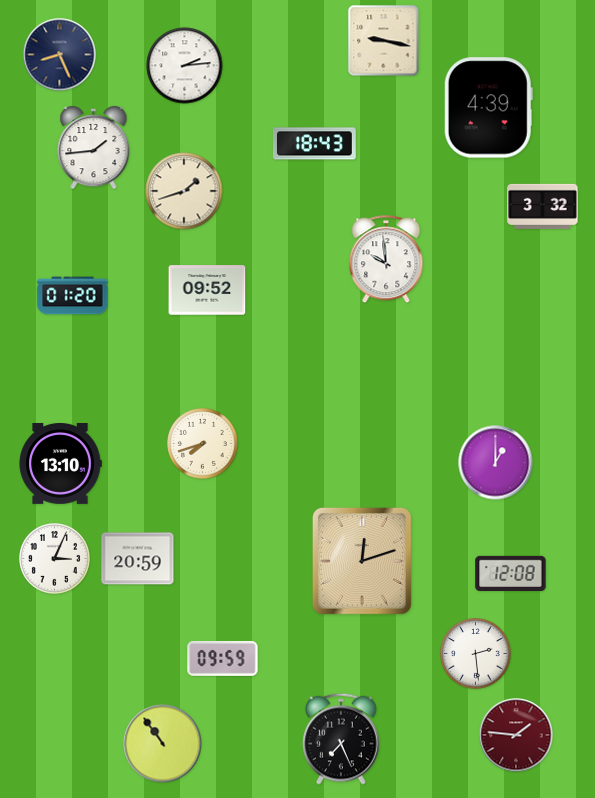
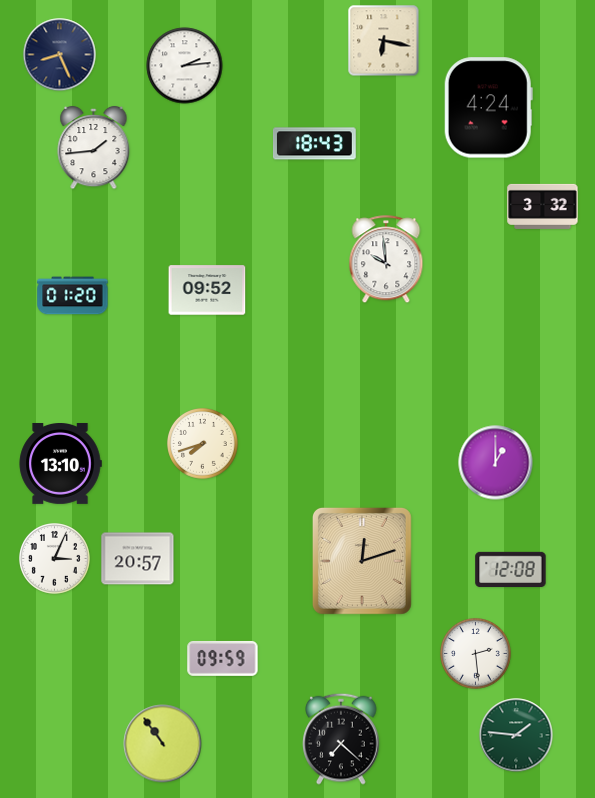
clock at (384, 41): 9:17 -> 6:17
clock at (488, 108): 4:39 -> 4:24
clock at (184, 191): 1:42 -> none
clock at (138, 559): 20:59 -> 20:57
clock at (511, 573) position: (511, 573) -> (511, 569)
clock at (516, 735) dial: burgundy -> green
clock at (341, 739): 7:26 -> 7:22
